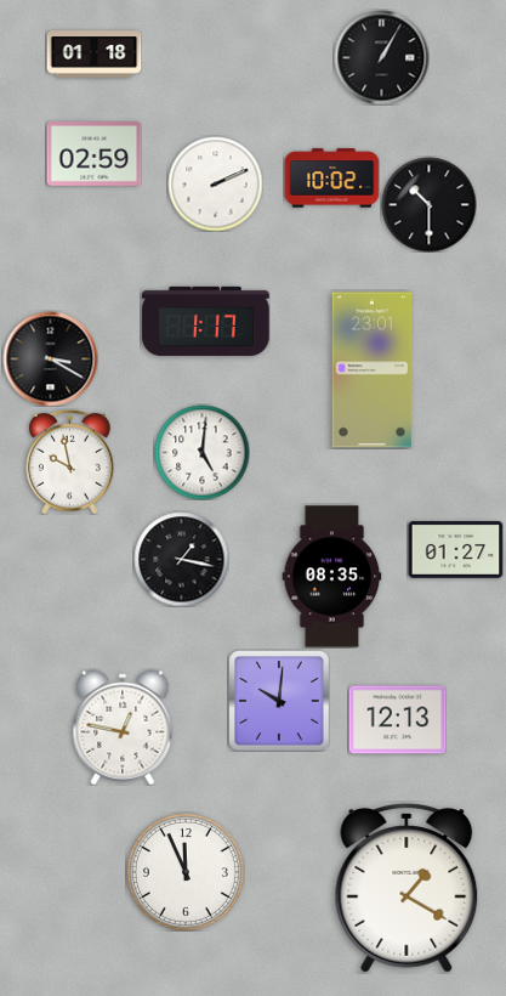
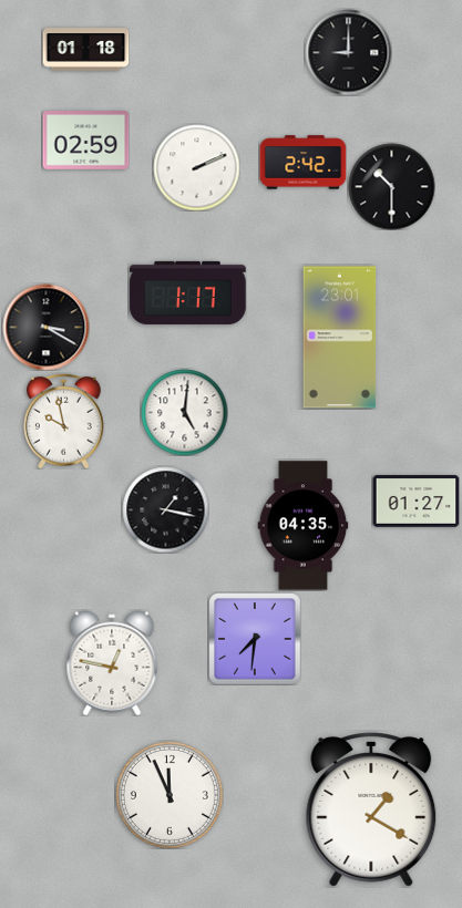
clock at (381, 57): 1:05 -> 9:00
clock at (331, 179): 10:02 -> 2:42
clock at (332, 577): 08:35 -> 04:35
clock at (279, 701): 10:01 -> 7:31
clock at (397, 720): 12:13 -> none
